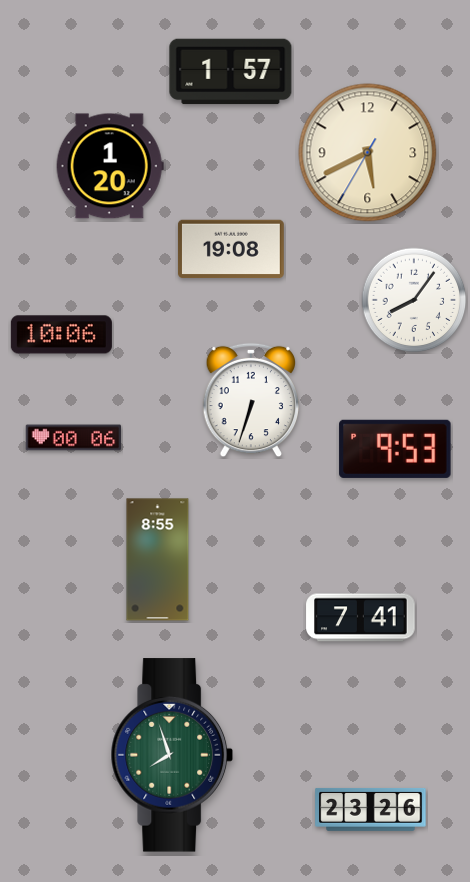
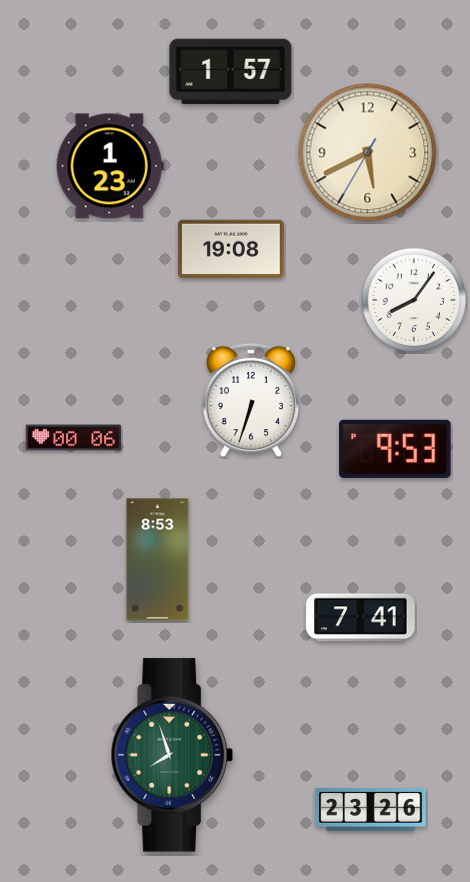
clock at (110, 166): 1:20 -> 1:23
clock at (61, 335): 10:06 -> none
clock at (158, 560): 8:55 -> 8:53
